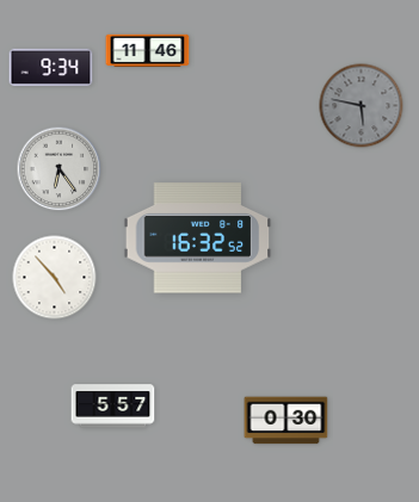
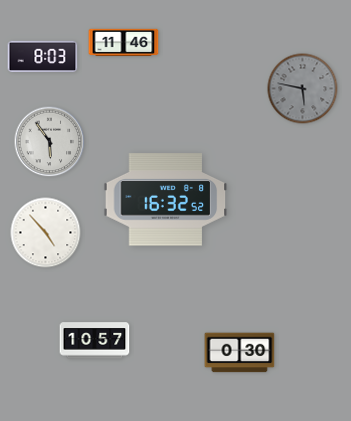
clock at (51, 68): 9:34 -> 8:03
clock at (60, 169): 6:24 -> 5:54
clock at (113, 407): 5:57 -> 10:57
